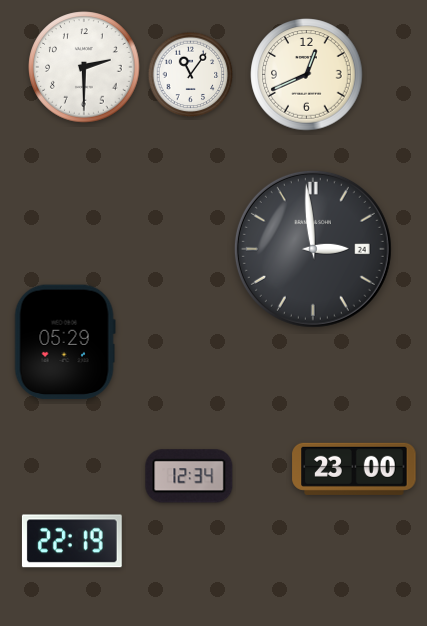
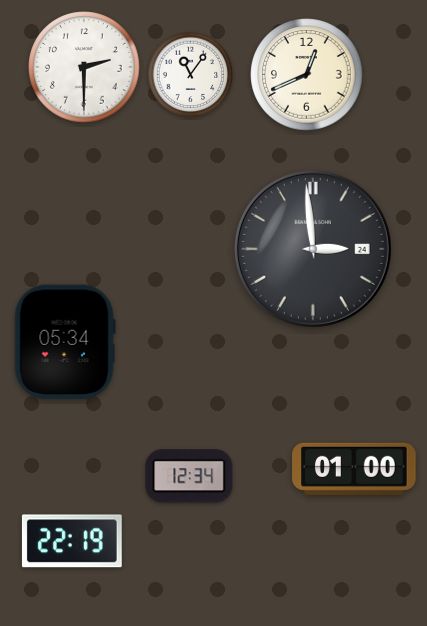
clock at (65, 342): 05:29 -> 05:34
clock at (354, 469): 23:00 -> 01:00
